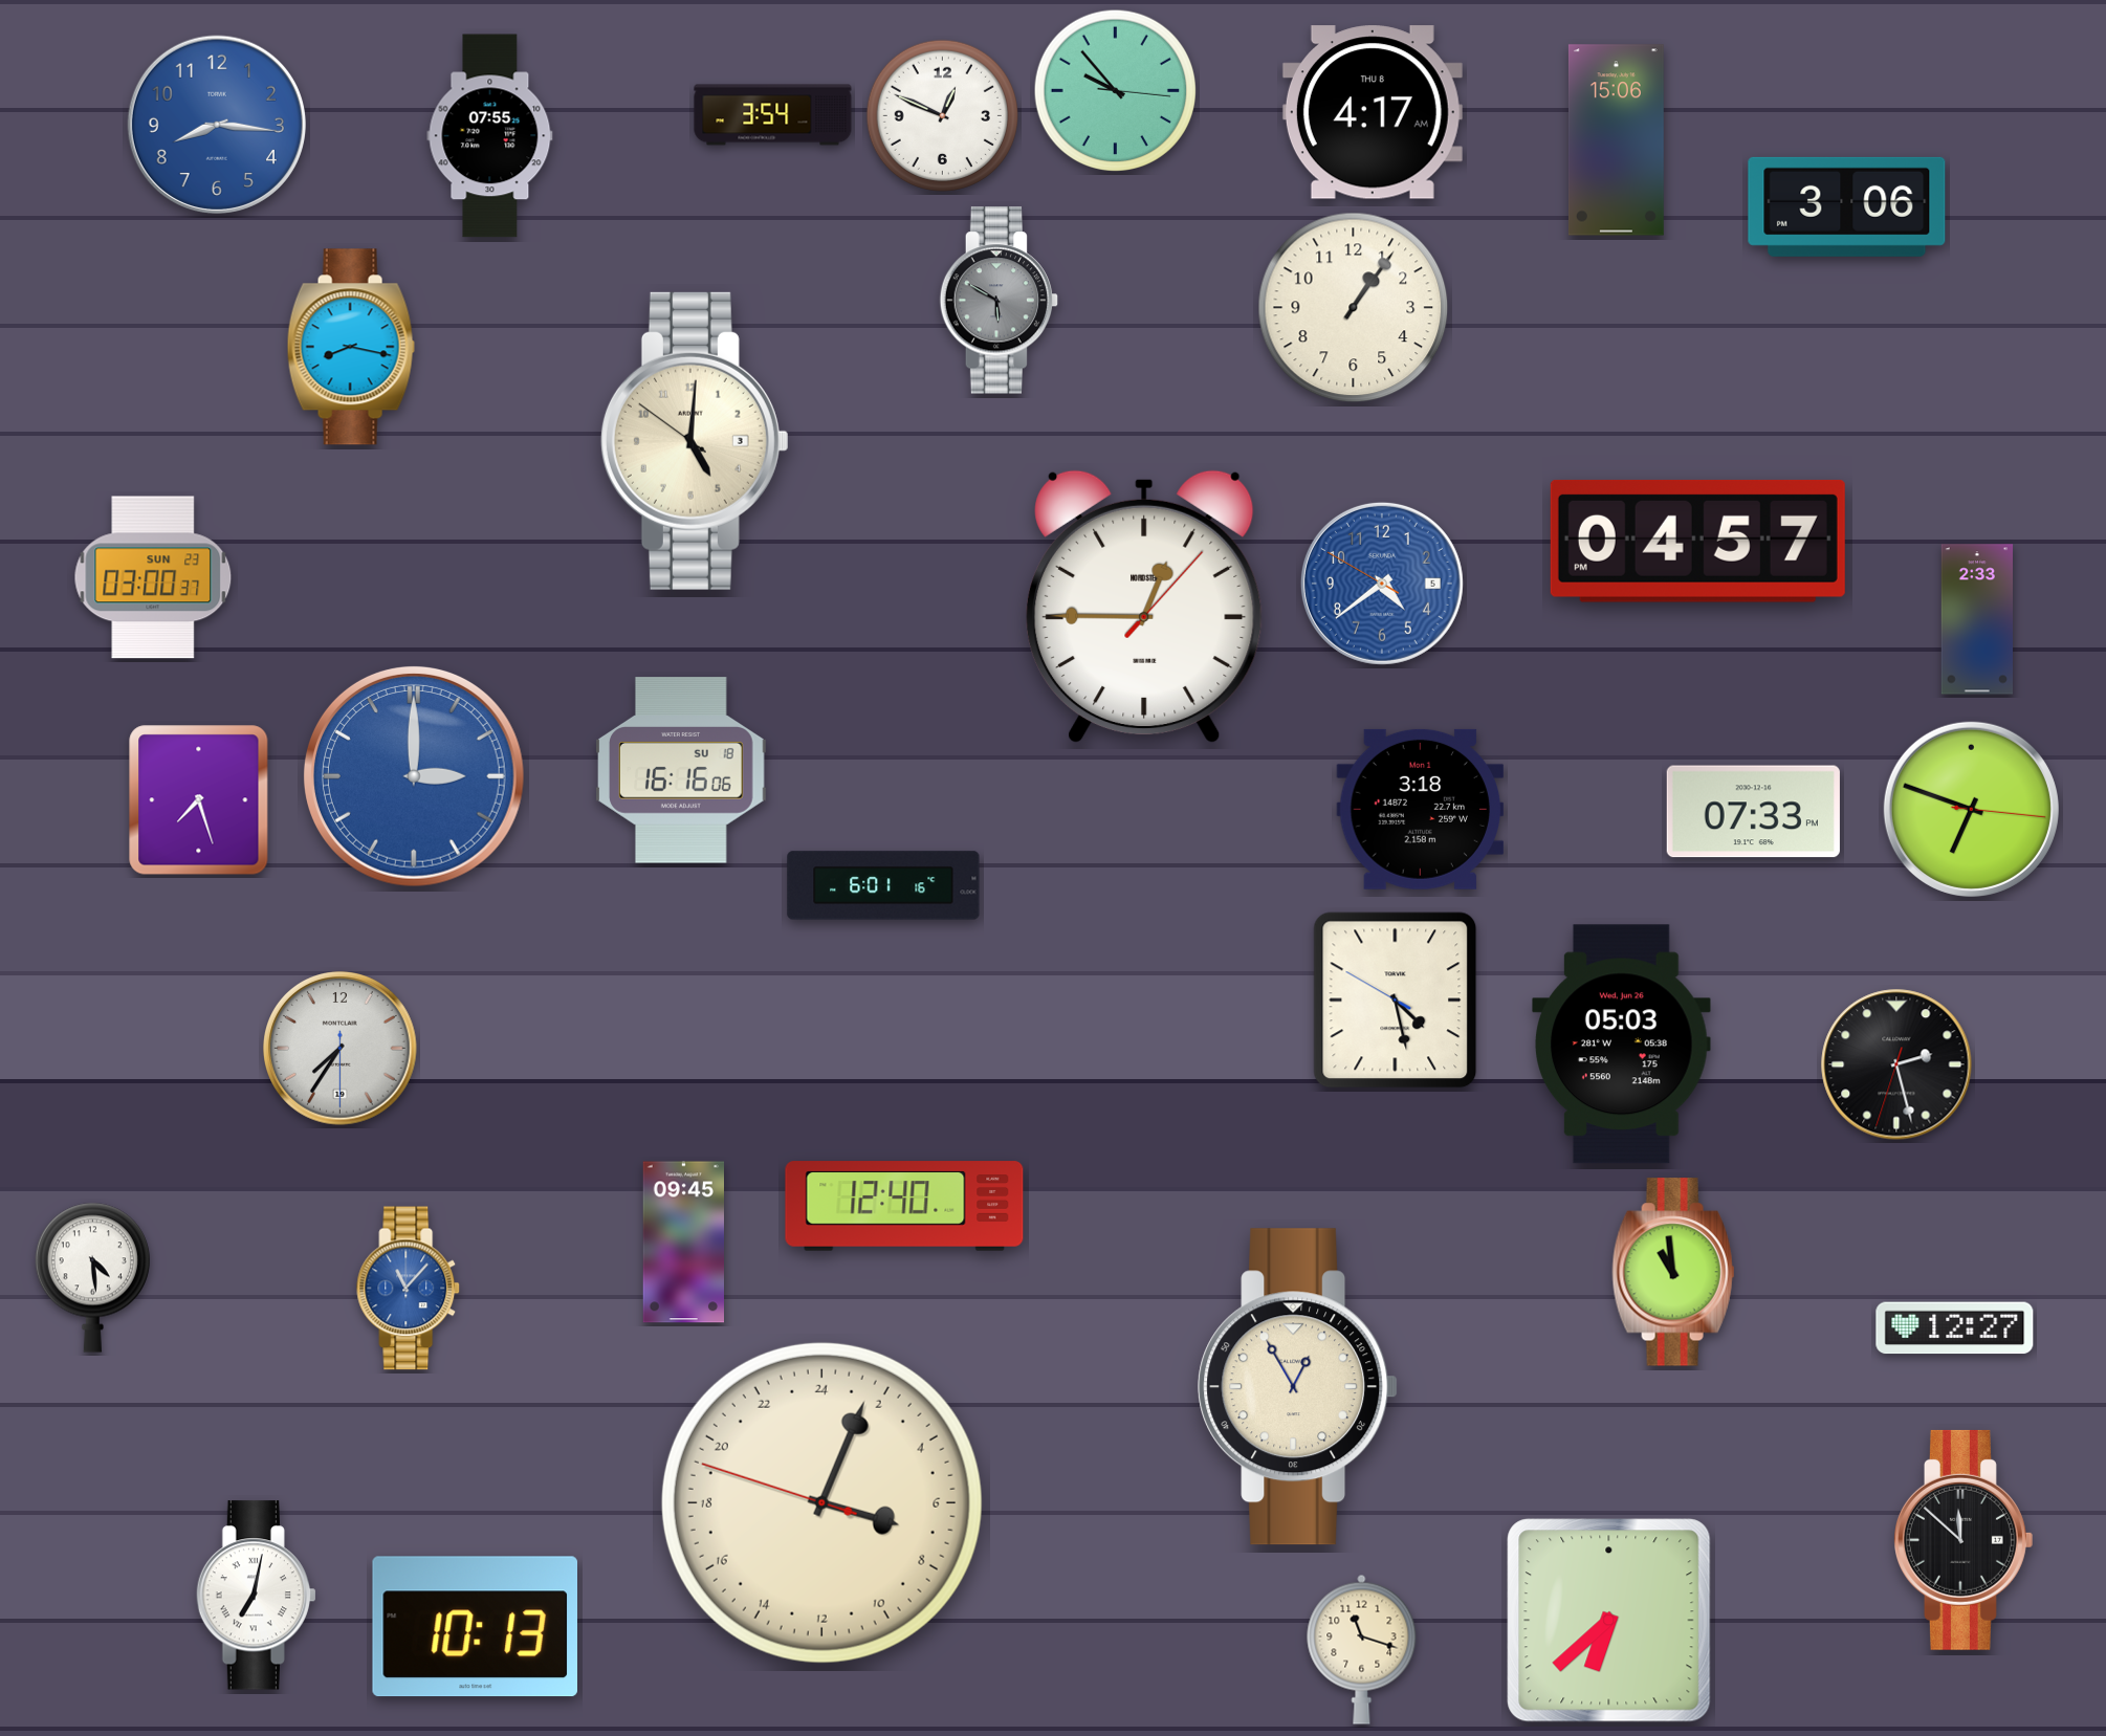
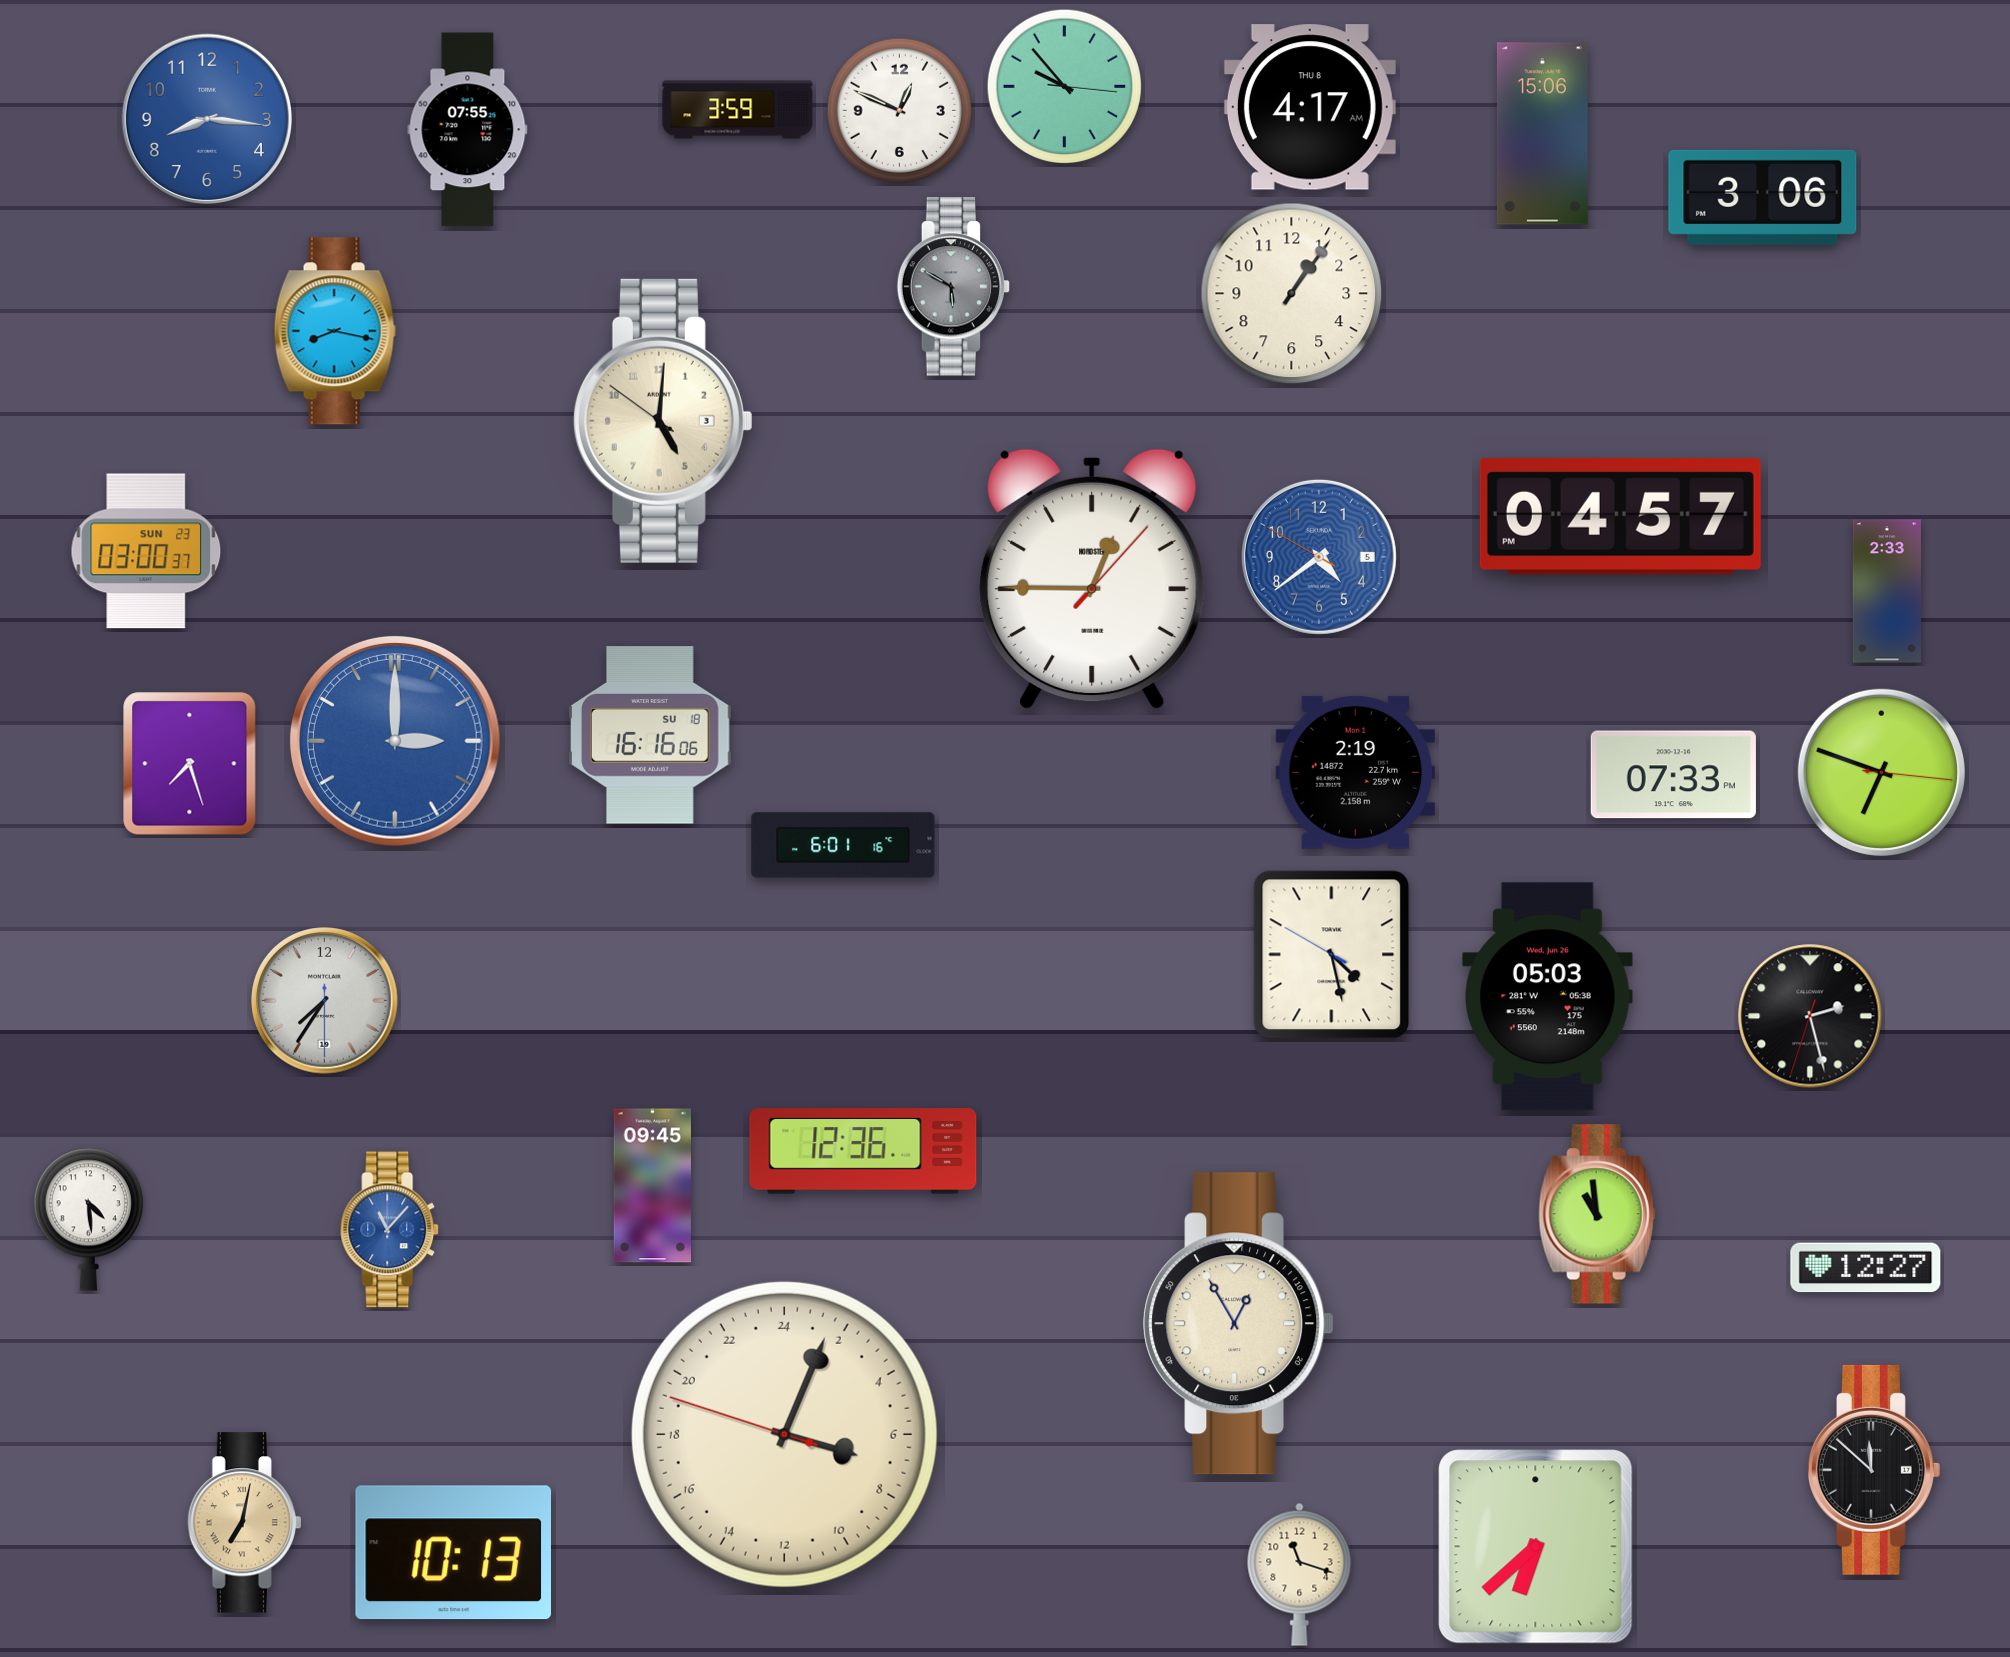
clock at (773, 115): 3:54 -> 3:59
clock at (1421, 809): 3:18 -> 2:19
clock at (904, 1206): 12:40 -> 12:36
clock at (256, 1596) dial: white -> champagne
